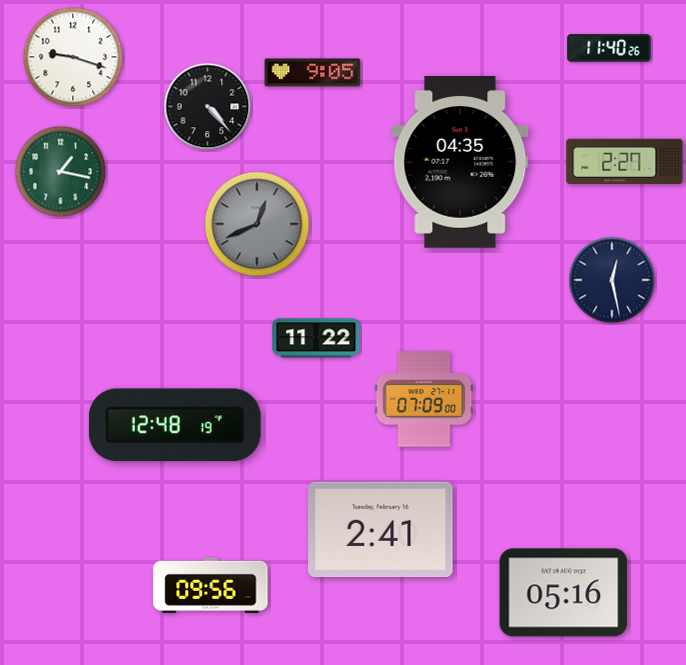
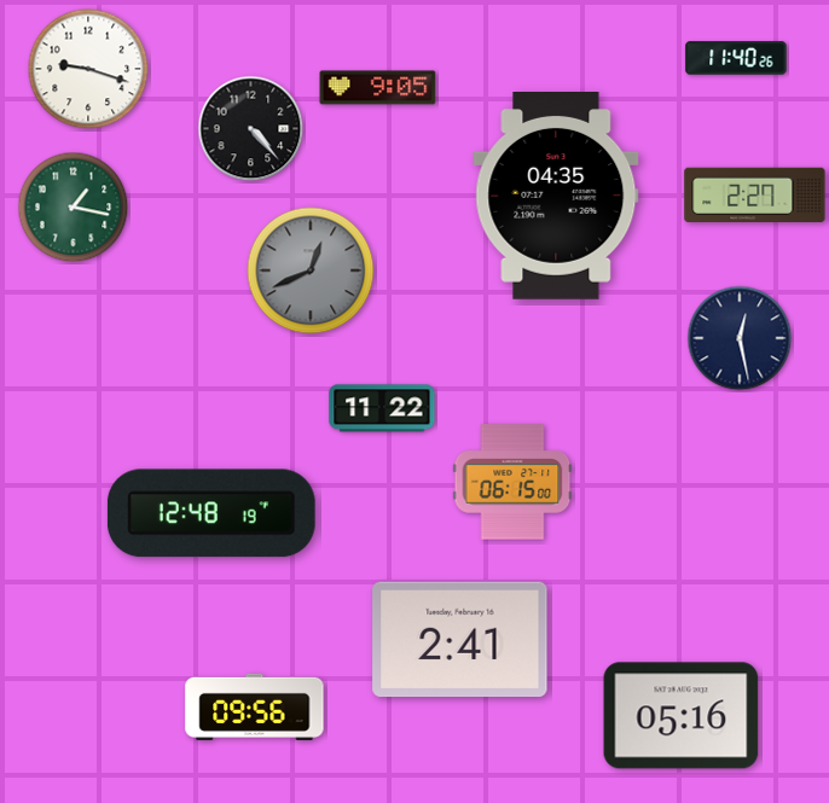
clock at (424, 399): 07:09 -> 06:15
